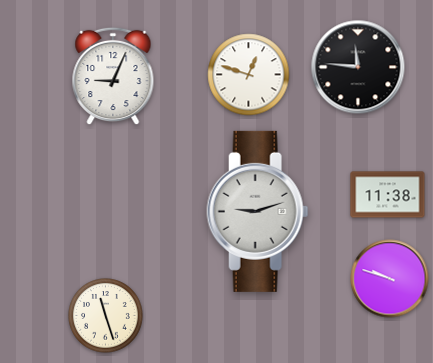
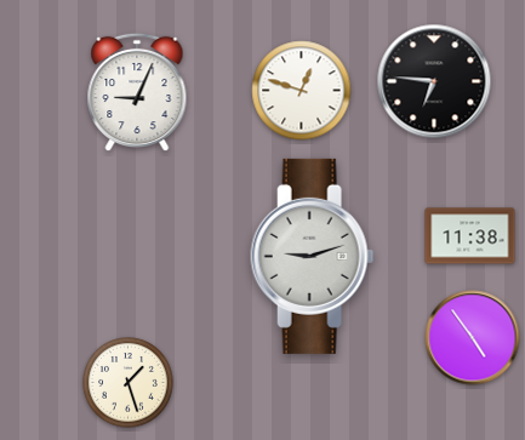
clock at (358, 67): 11:46 -> 6:46
clock at (390, 279): 9:48 -> 4:54
clock at (106, 316): 11:27 -> 1:27
